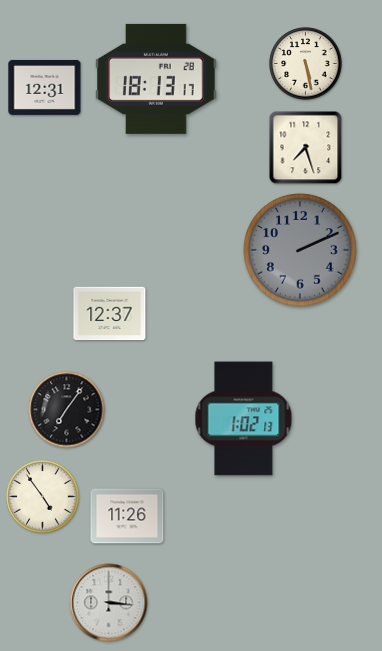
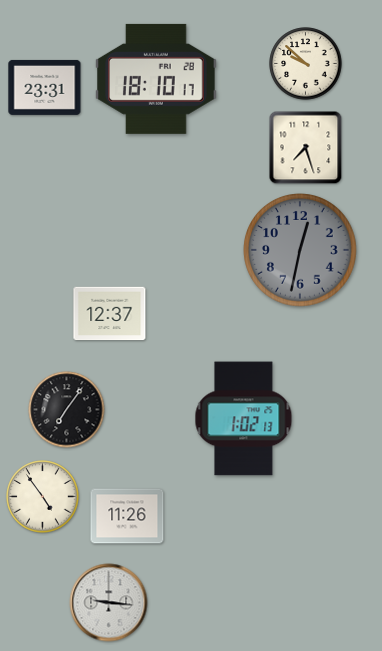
clock at (306, 64): 5:28 -> 9:52
clock at (157, 79): 18:13 -> 18:10
clock at (45, 87): 12:31 -> 23:31
clock at (300, 250): 2:11 -> 12:32
clock at (109, 603): 3:16 -> 9:16
